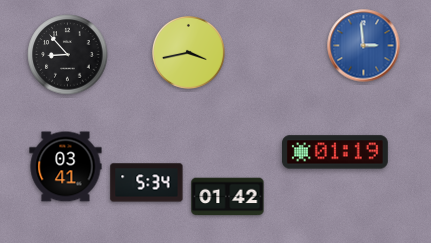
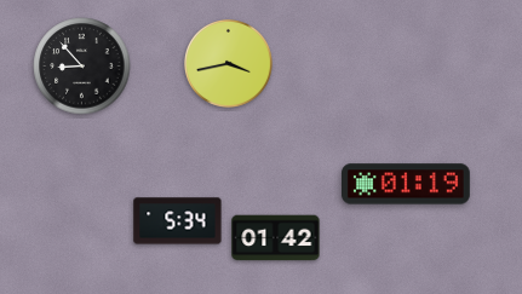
clock at (364, 46): 2:59 -> none
clock at (66, 167): 03:41 -> none
